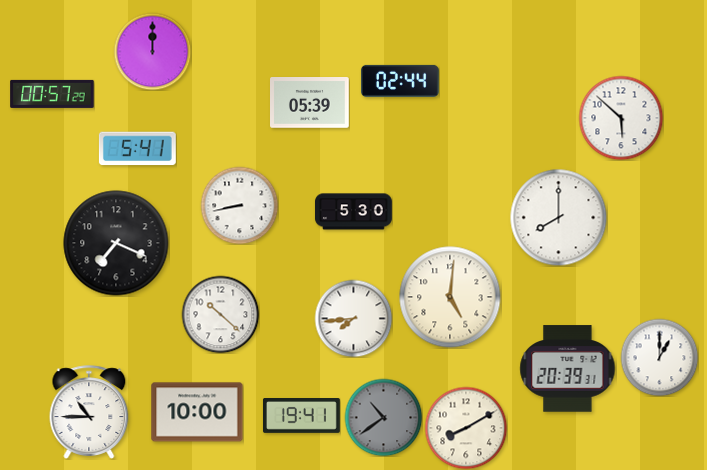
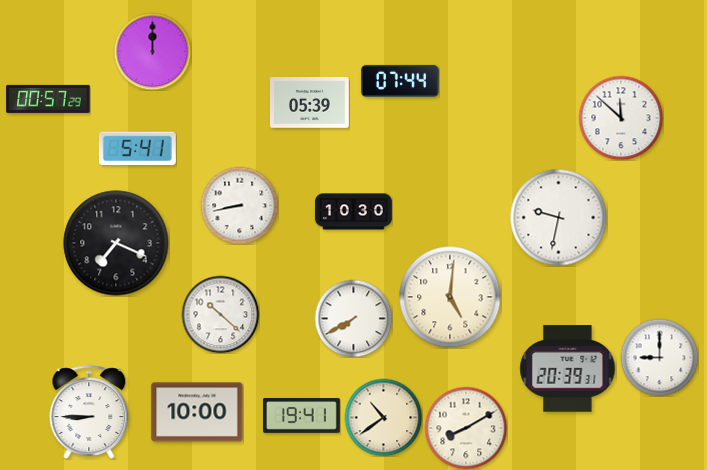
clock at (400, 81): 02:44 -> 07:44
clock at (52, 94) position: (52, 94) -> (48, 99)
clock at (621, 118): 5:52 -> 11:52
clock at (353, 212): 5:30 -> 10:30
clock at (558, 217): 8:00 -> 9:32
clock at (353, 318): 7:44 -> 7:40
clock at (659, 357): 1:00 -> 9:00
clock at (89, 412): 10:45 -> 8:45
clock at (383, 417) dial: grey -> cream
